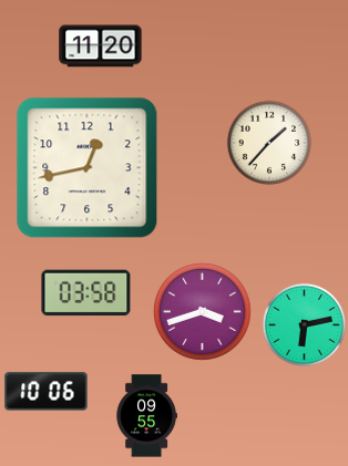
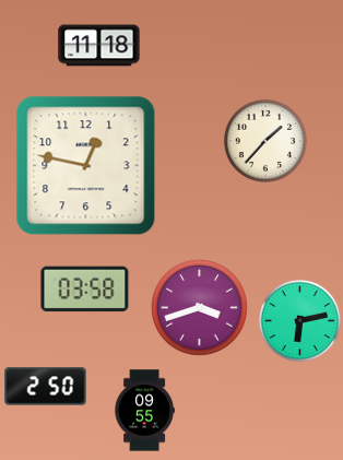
clock at (101, 46): 11:20 -> 11:18
clock at (88, 168): 12:43 -> 12:47
clock at (47, 392): 10:06 -> 2:50
